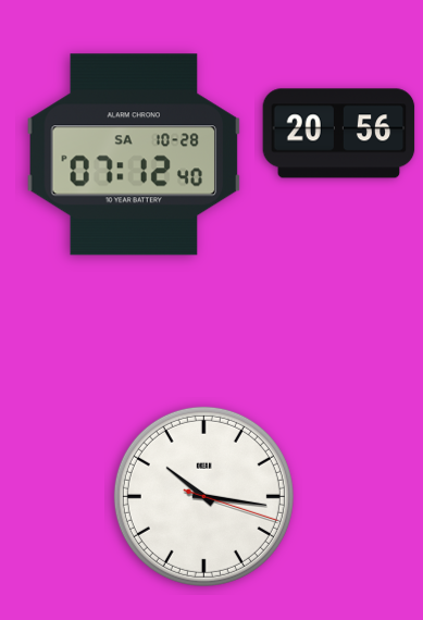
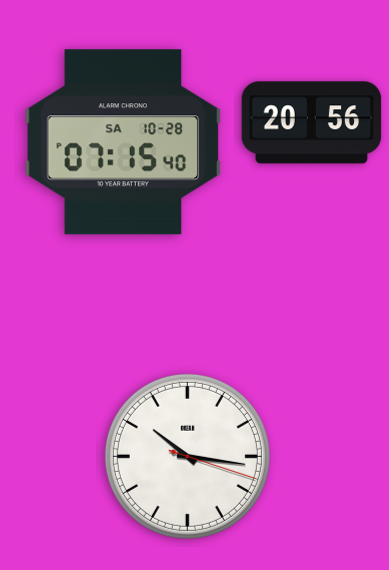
clock at (134, 154): 07:12 -> 07:15
